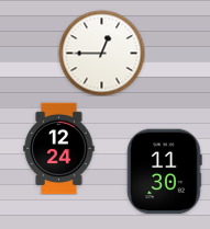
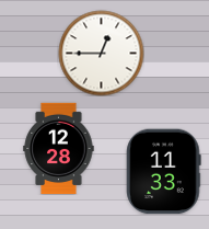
clock at (59, 148): 12:24 -> 12:28
clock at (165, 171): 11:30 -> 11:33
